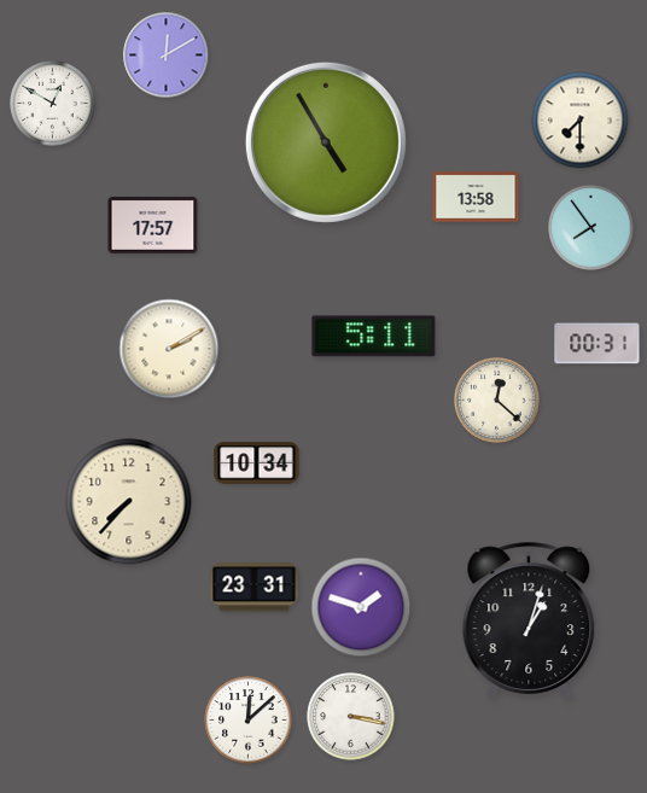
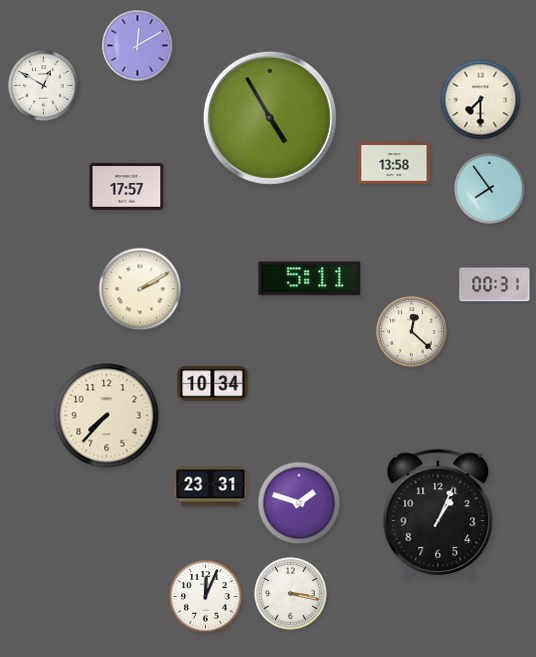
clock at (529, 620): 1:03 -> 1:04
clock at (249, 721): 12:08 -> 12:04
